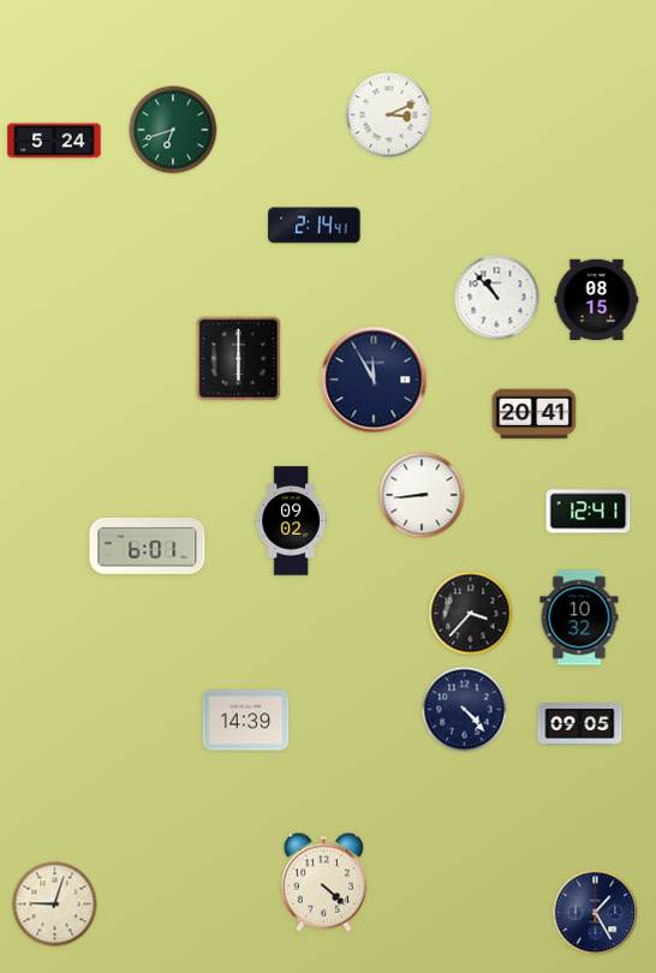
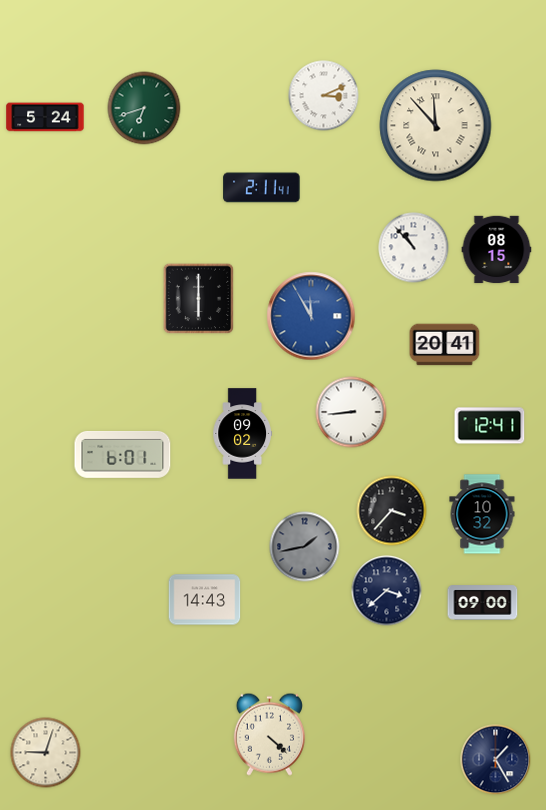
clock at (436, 126): none -> 11:53
clock at (315, 226): 2:14 -> 2:11
clock at (374, 380) dial: navy -> blue
clock at (305, 547): none -> 1:43
clock at (465, 710): 4:23 -> 3:38
clock at (246, 721): 14:39 -> 14:43
clock at (580, 724): 09:05 -> 09:00
